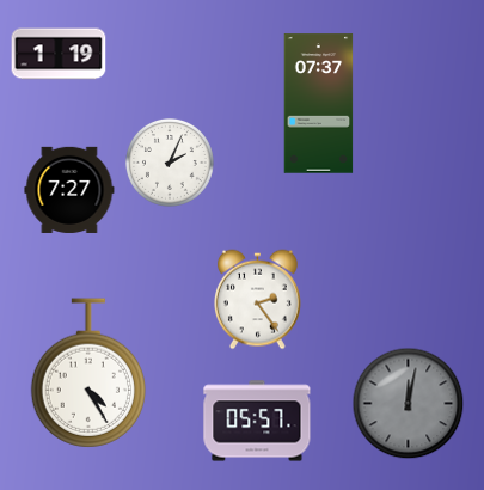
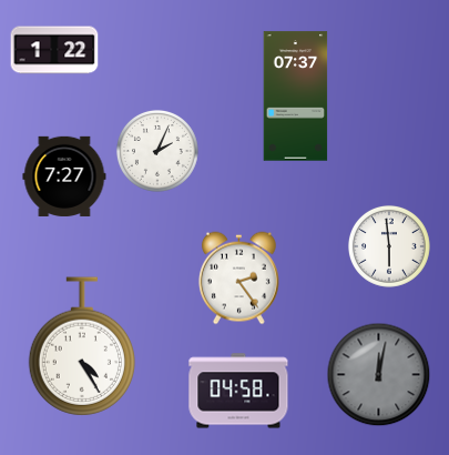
clock at (59, 54): 1:19 -> 1:22
clock at (389, 246): none -> 5:59
clock at (257, 421): 05:57 -> 04:58
